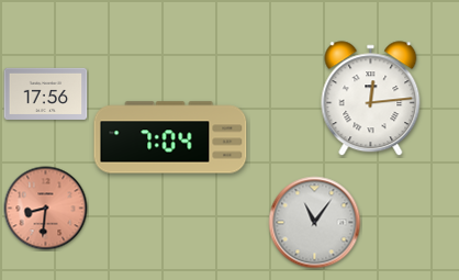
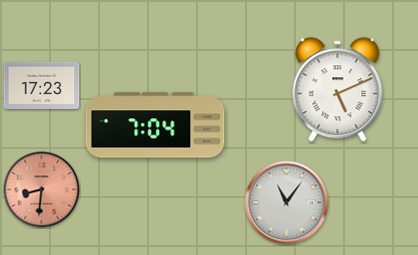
clock at (46, 93): 17:56 -> 17:23
clock at (371, 99): 12:14 -> 5:11
